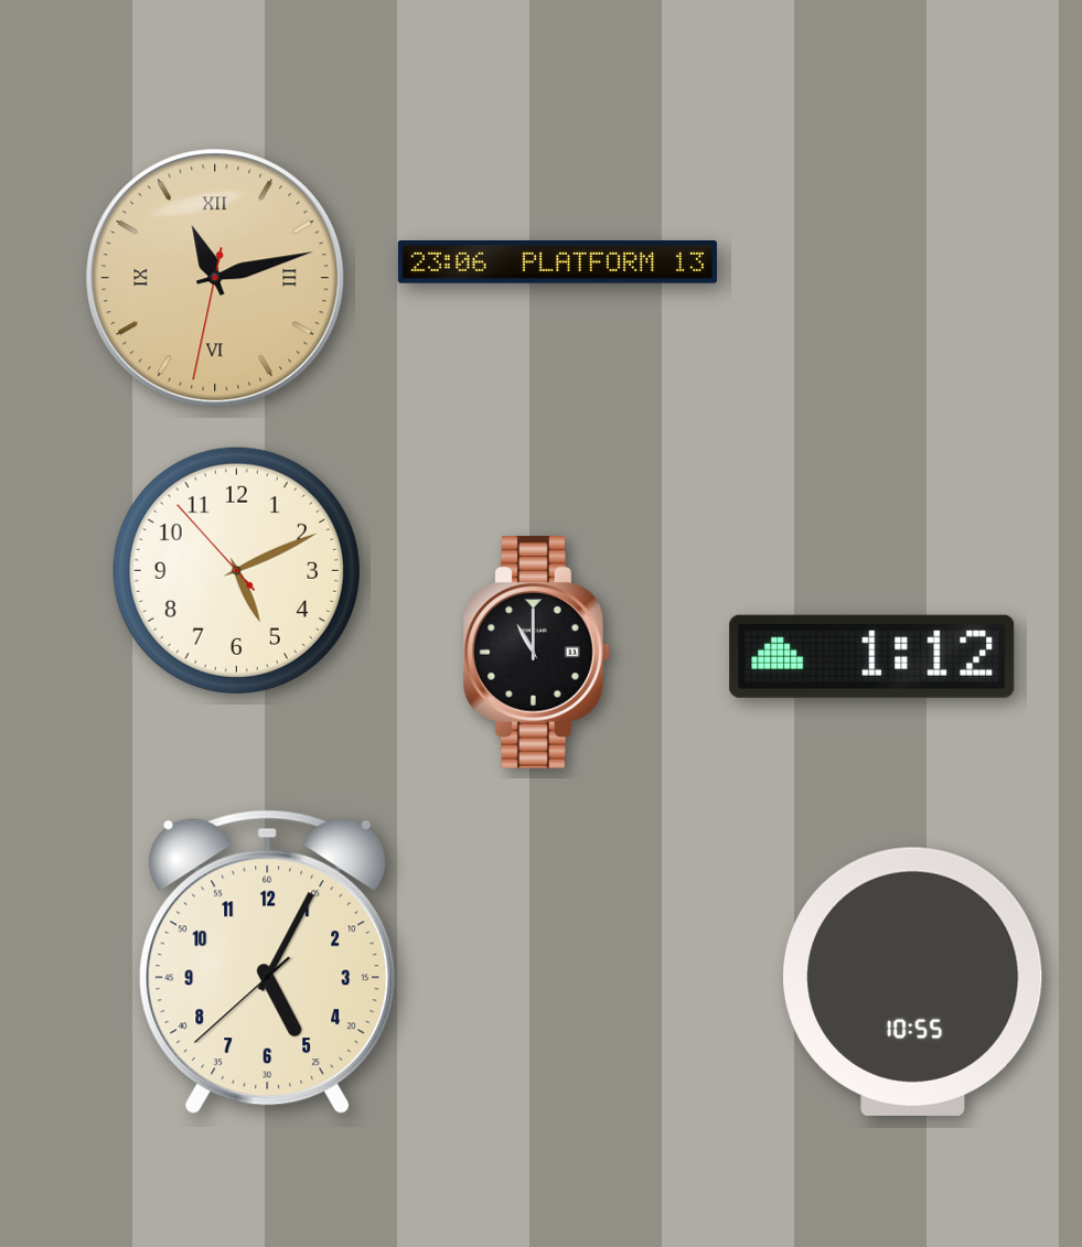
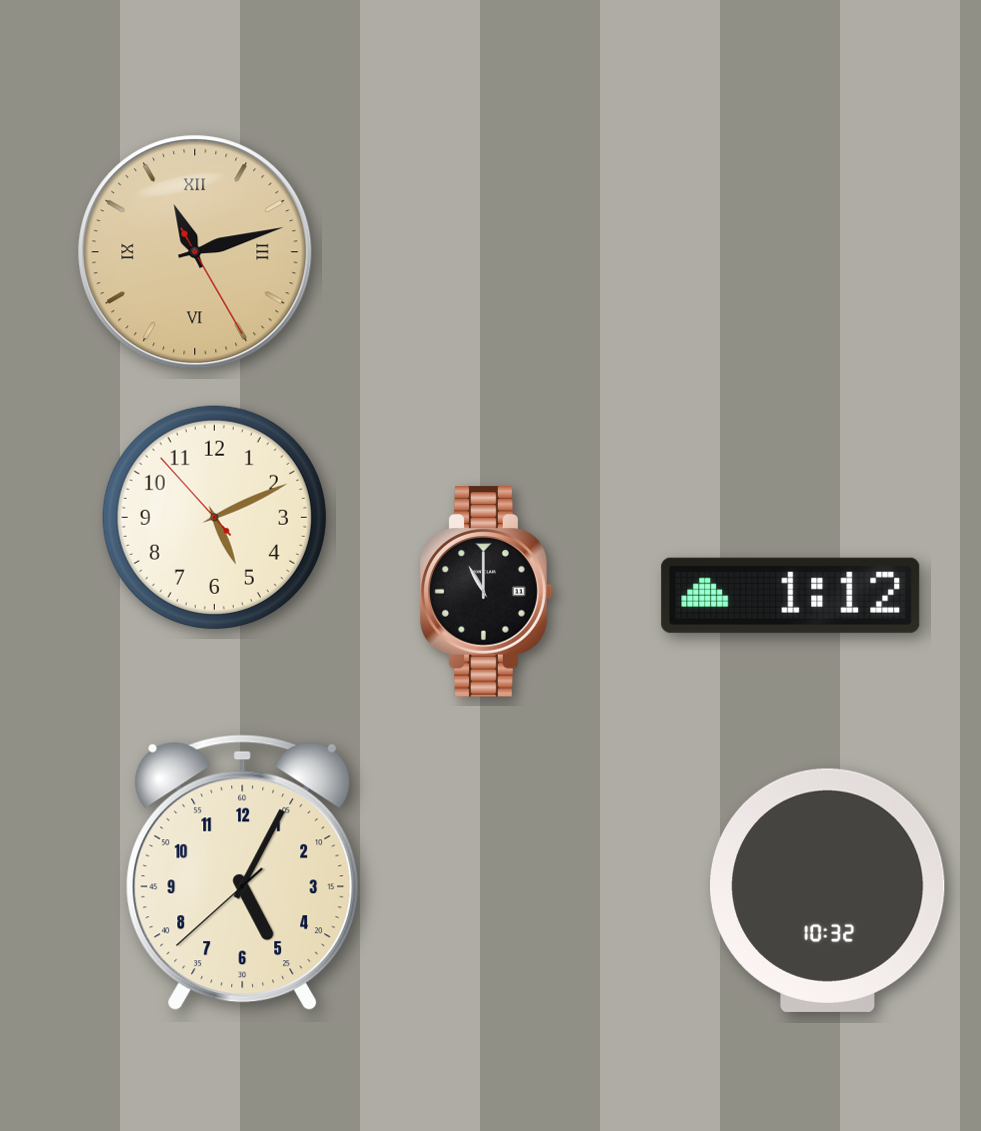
clock at (557, 262): 23:06 -> none
clock at (215, 278): 11:12:32 -> 11:12:25
clock at (913, 981): 10:55 -> 10:32
